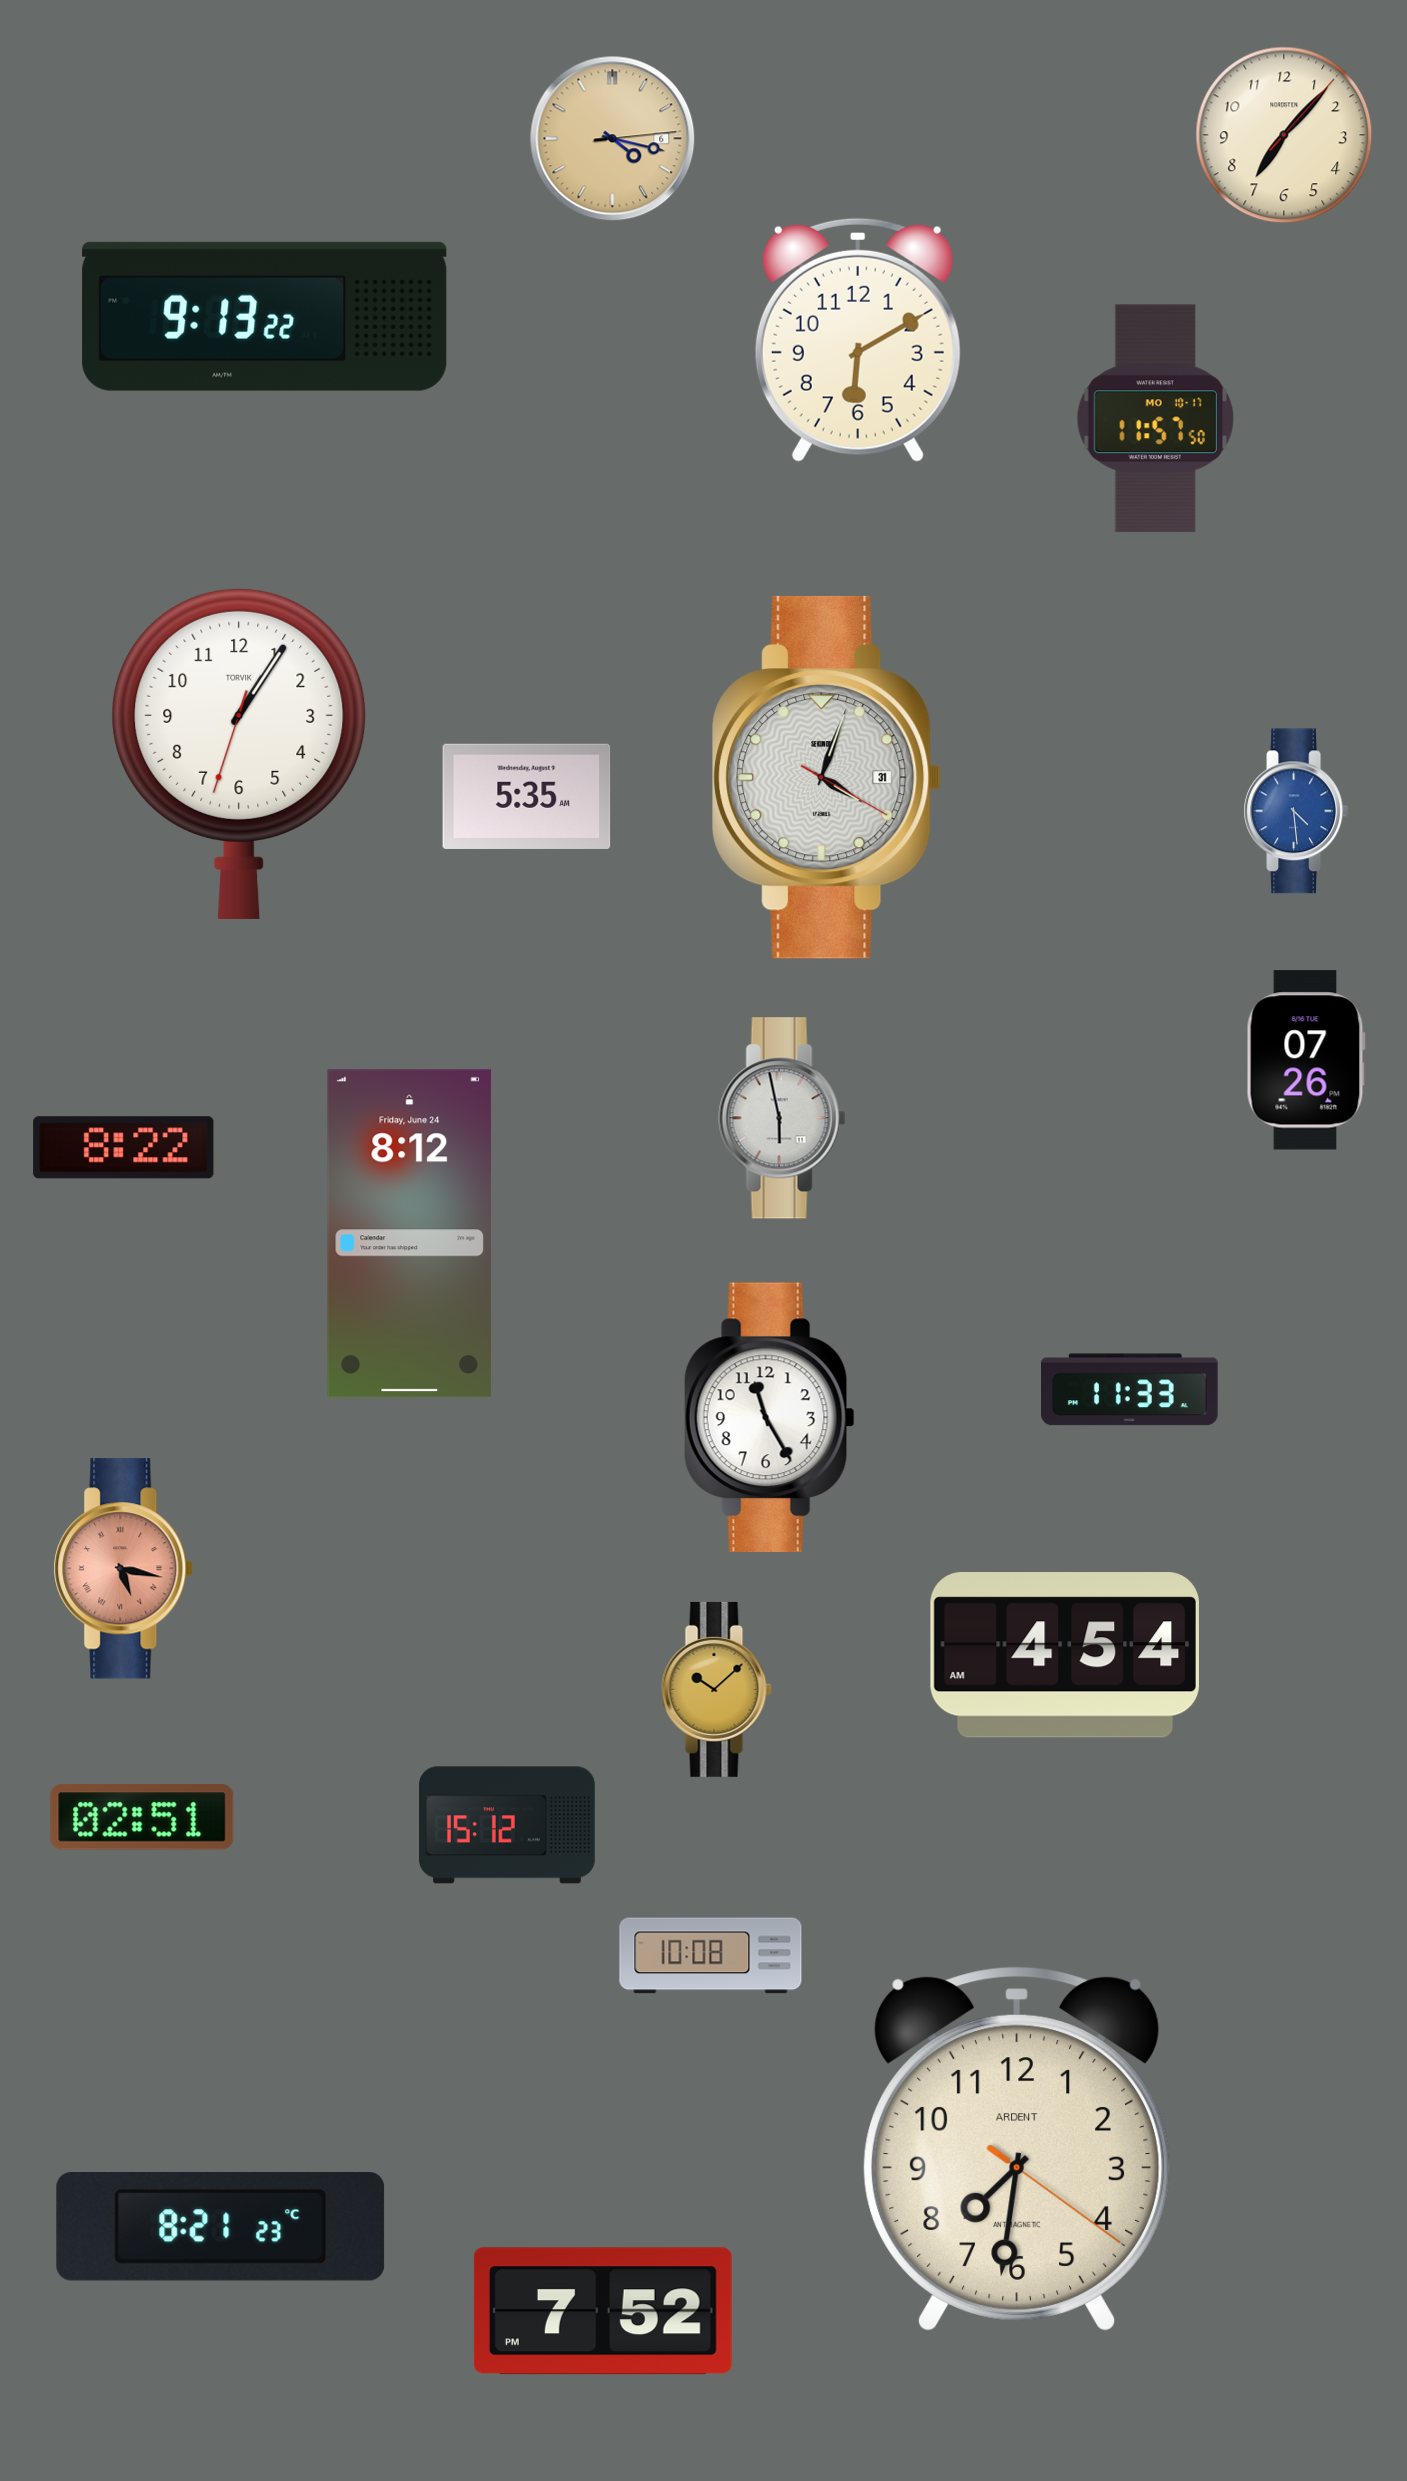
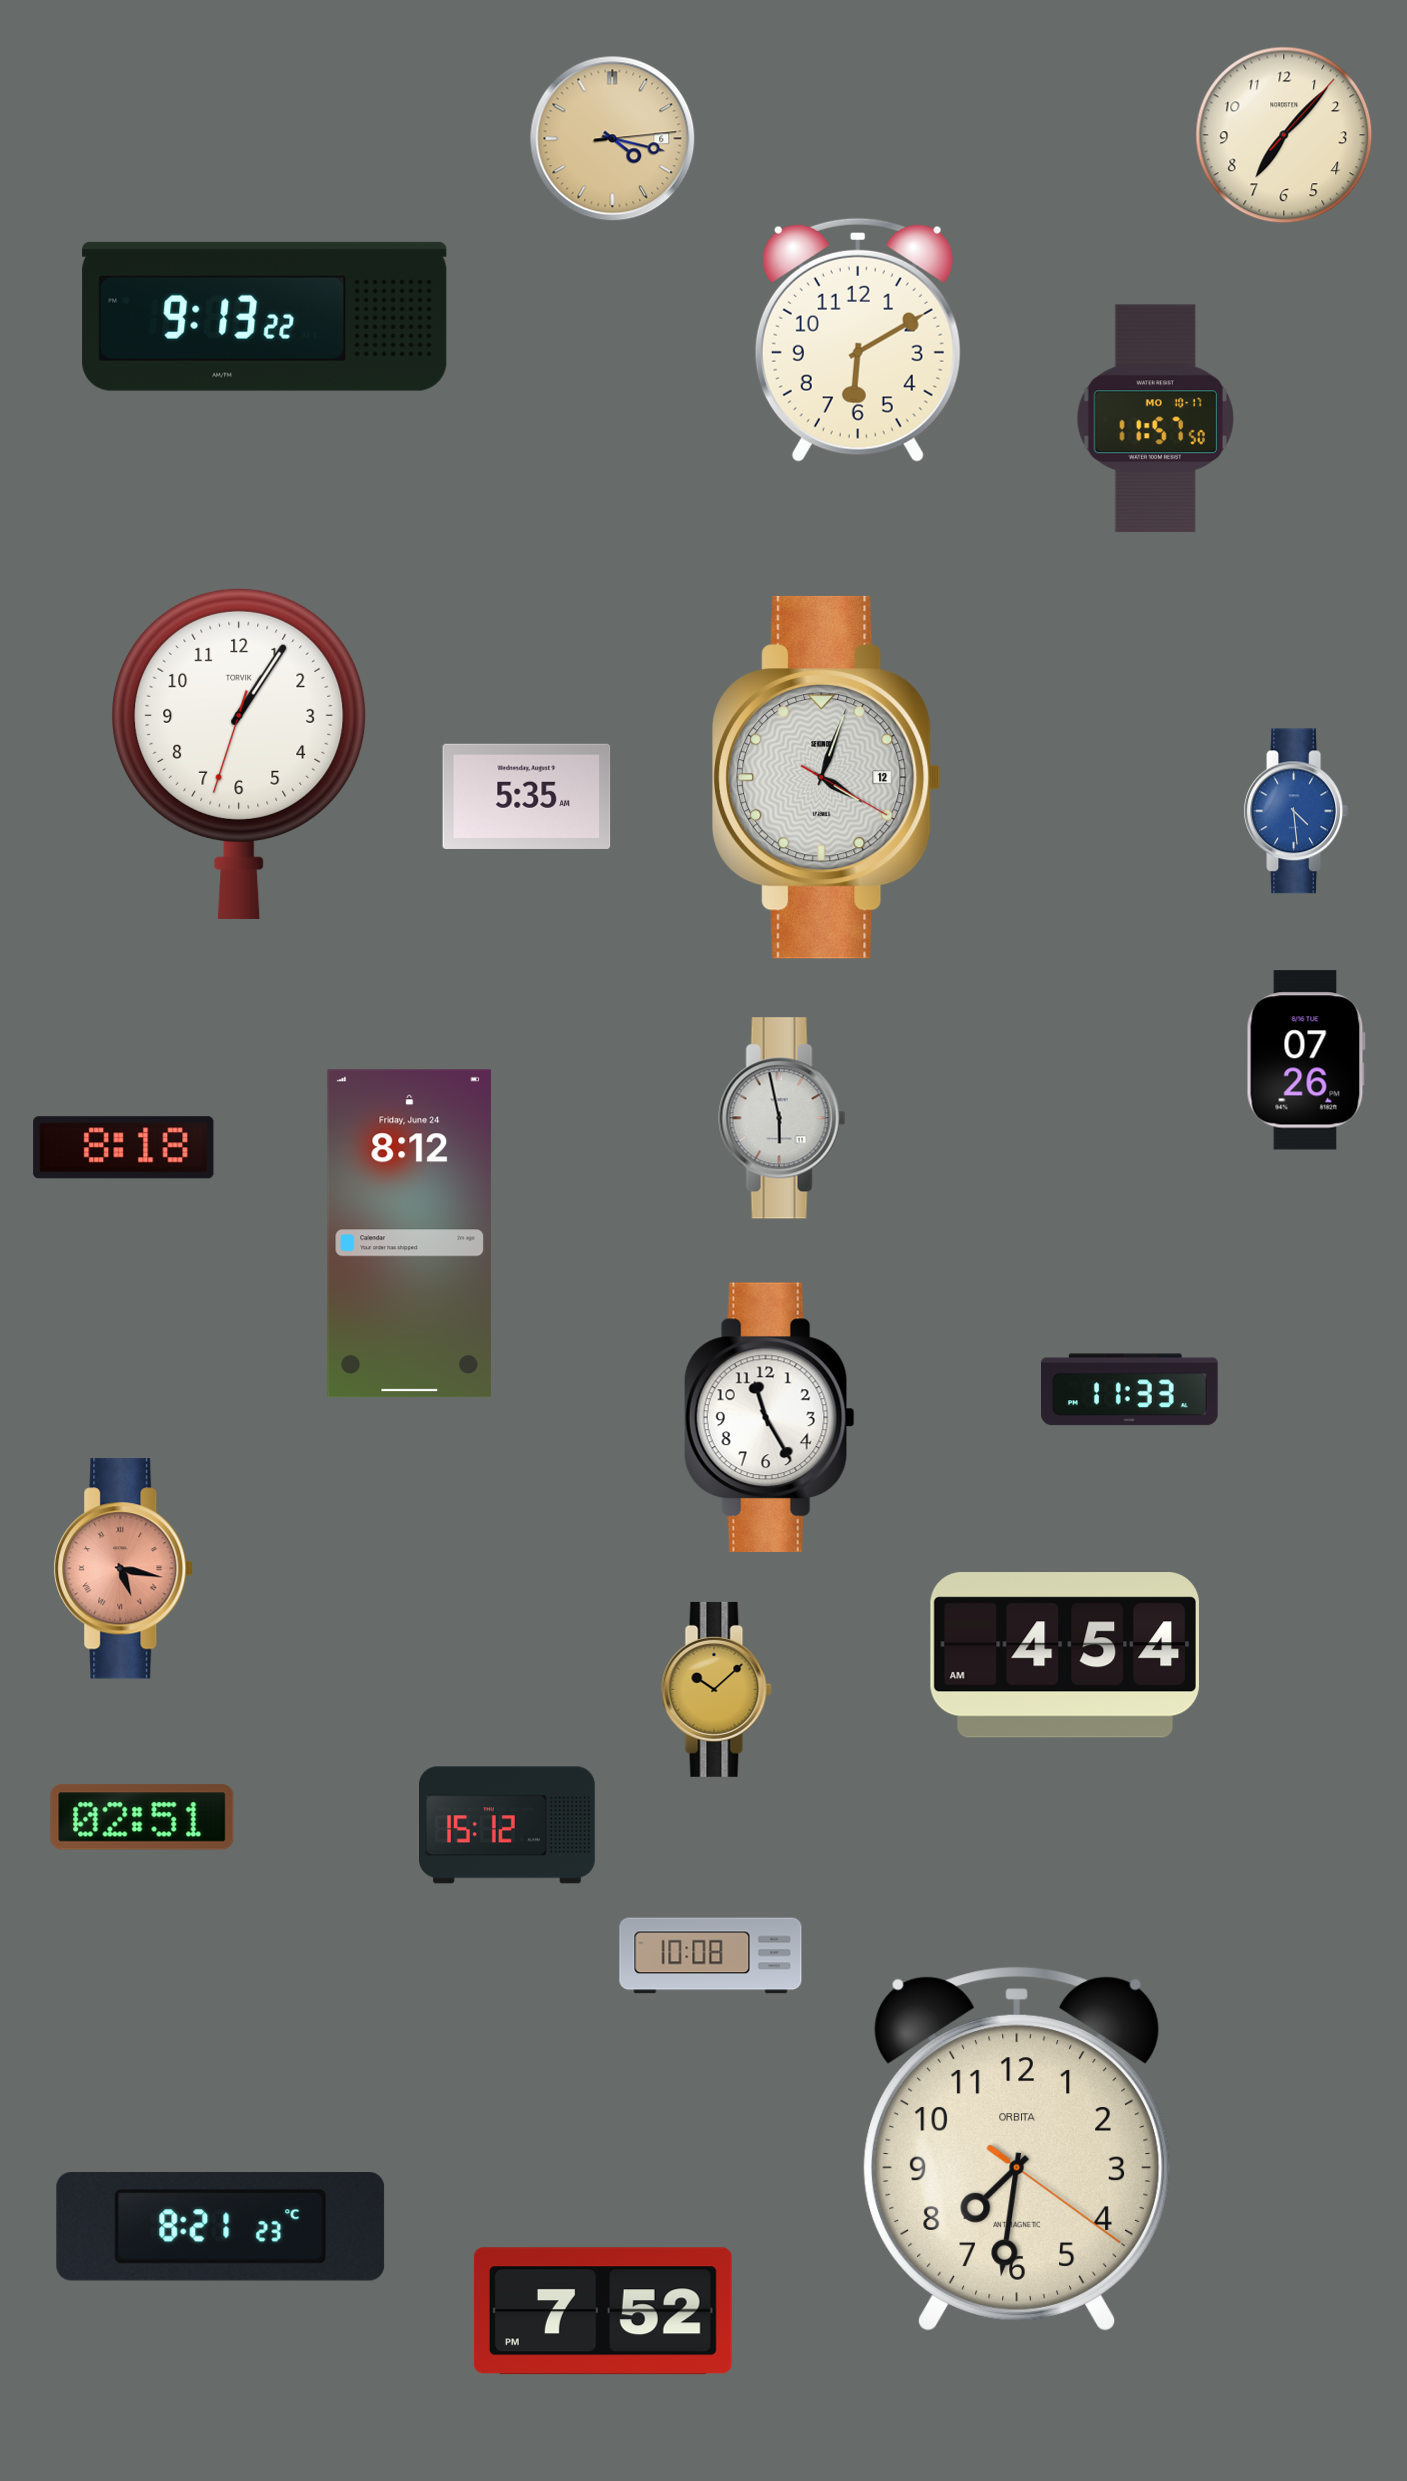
clock at (827, 777) date: 31 -> 12
clock at (124, 1148): 8:22 -> 8:18
clock at (1017, 2149) brand: ARDENT -> ORBITA
